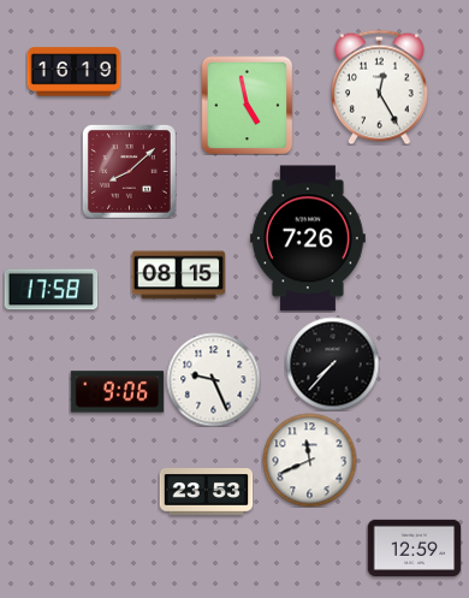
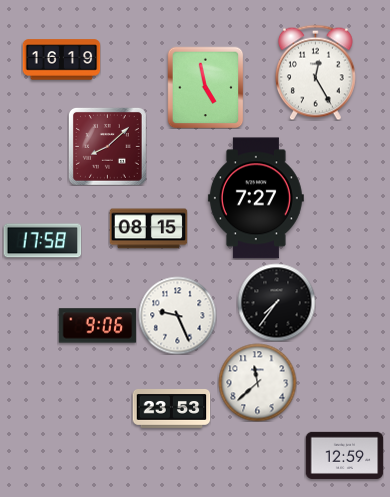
clock at (129, 171) position: (129, 171) -> (107, 146)
clock at (308, 238): 7:26 -> 7:27
clock at (332, 363): 7:37 -> 7:36
clock at (309, 460): 11:41 -> 11:38
